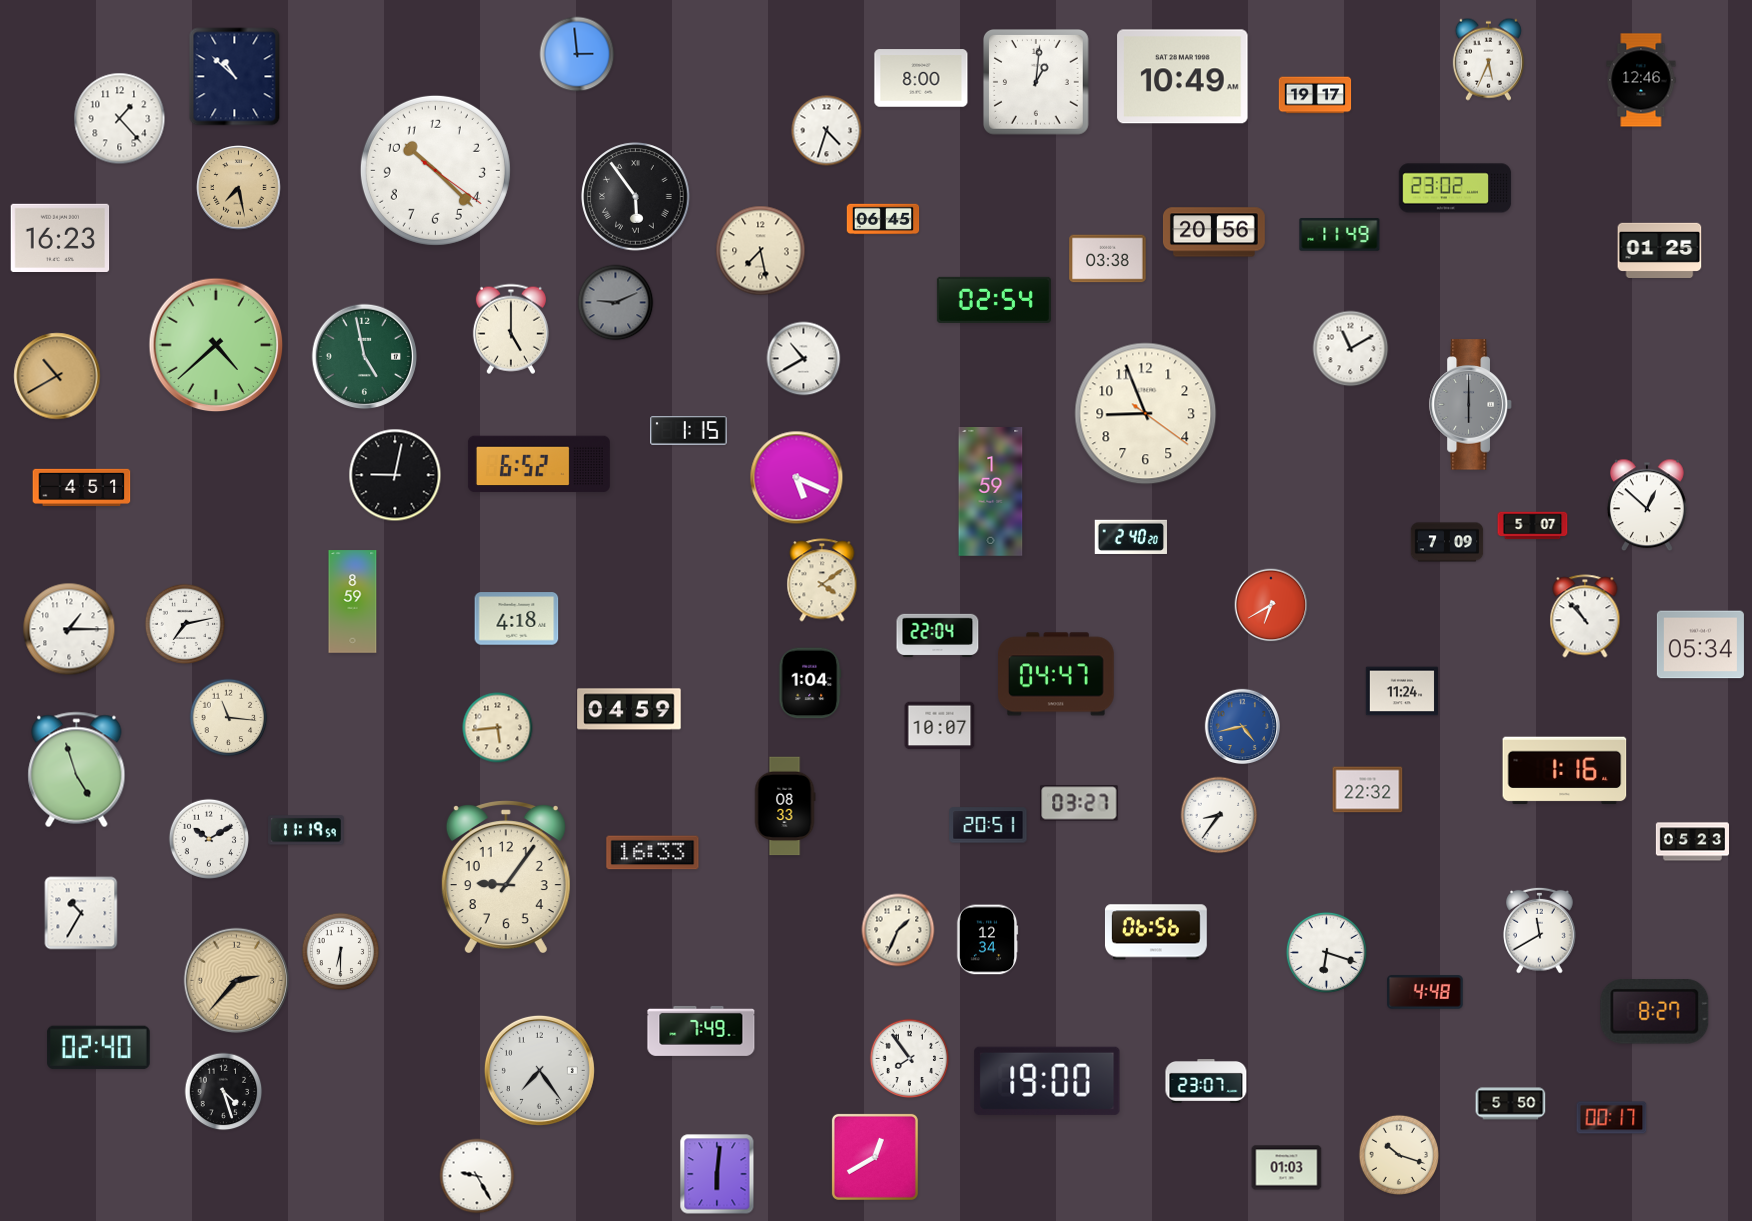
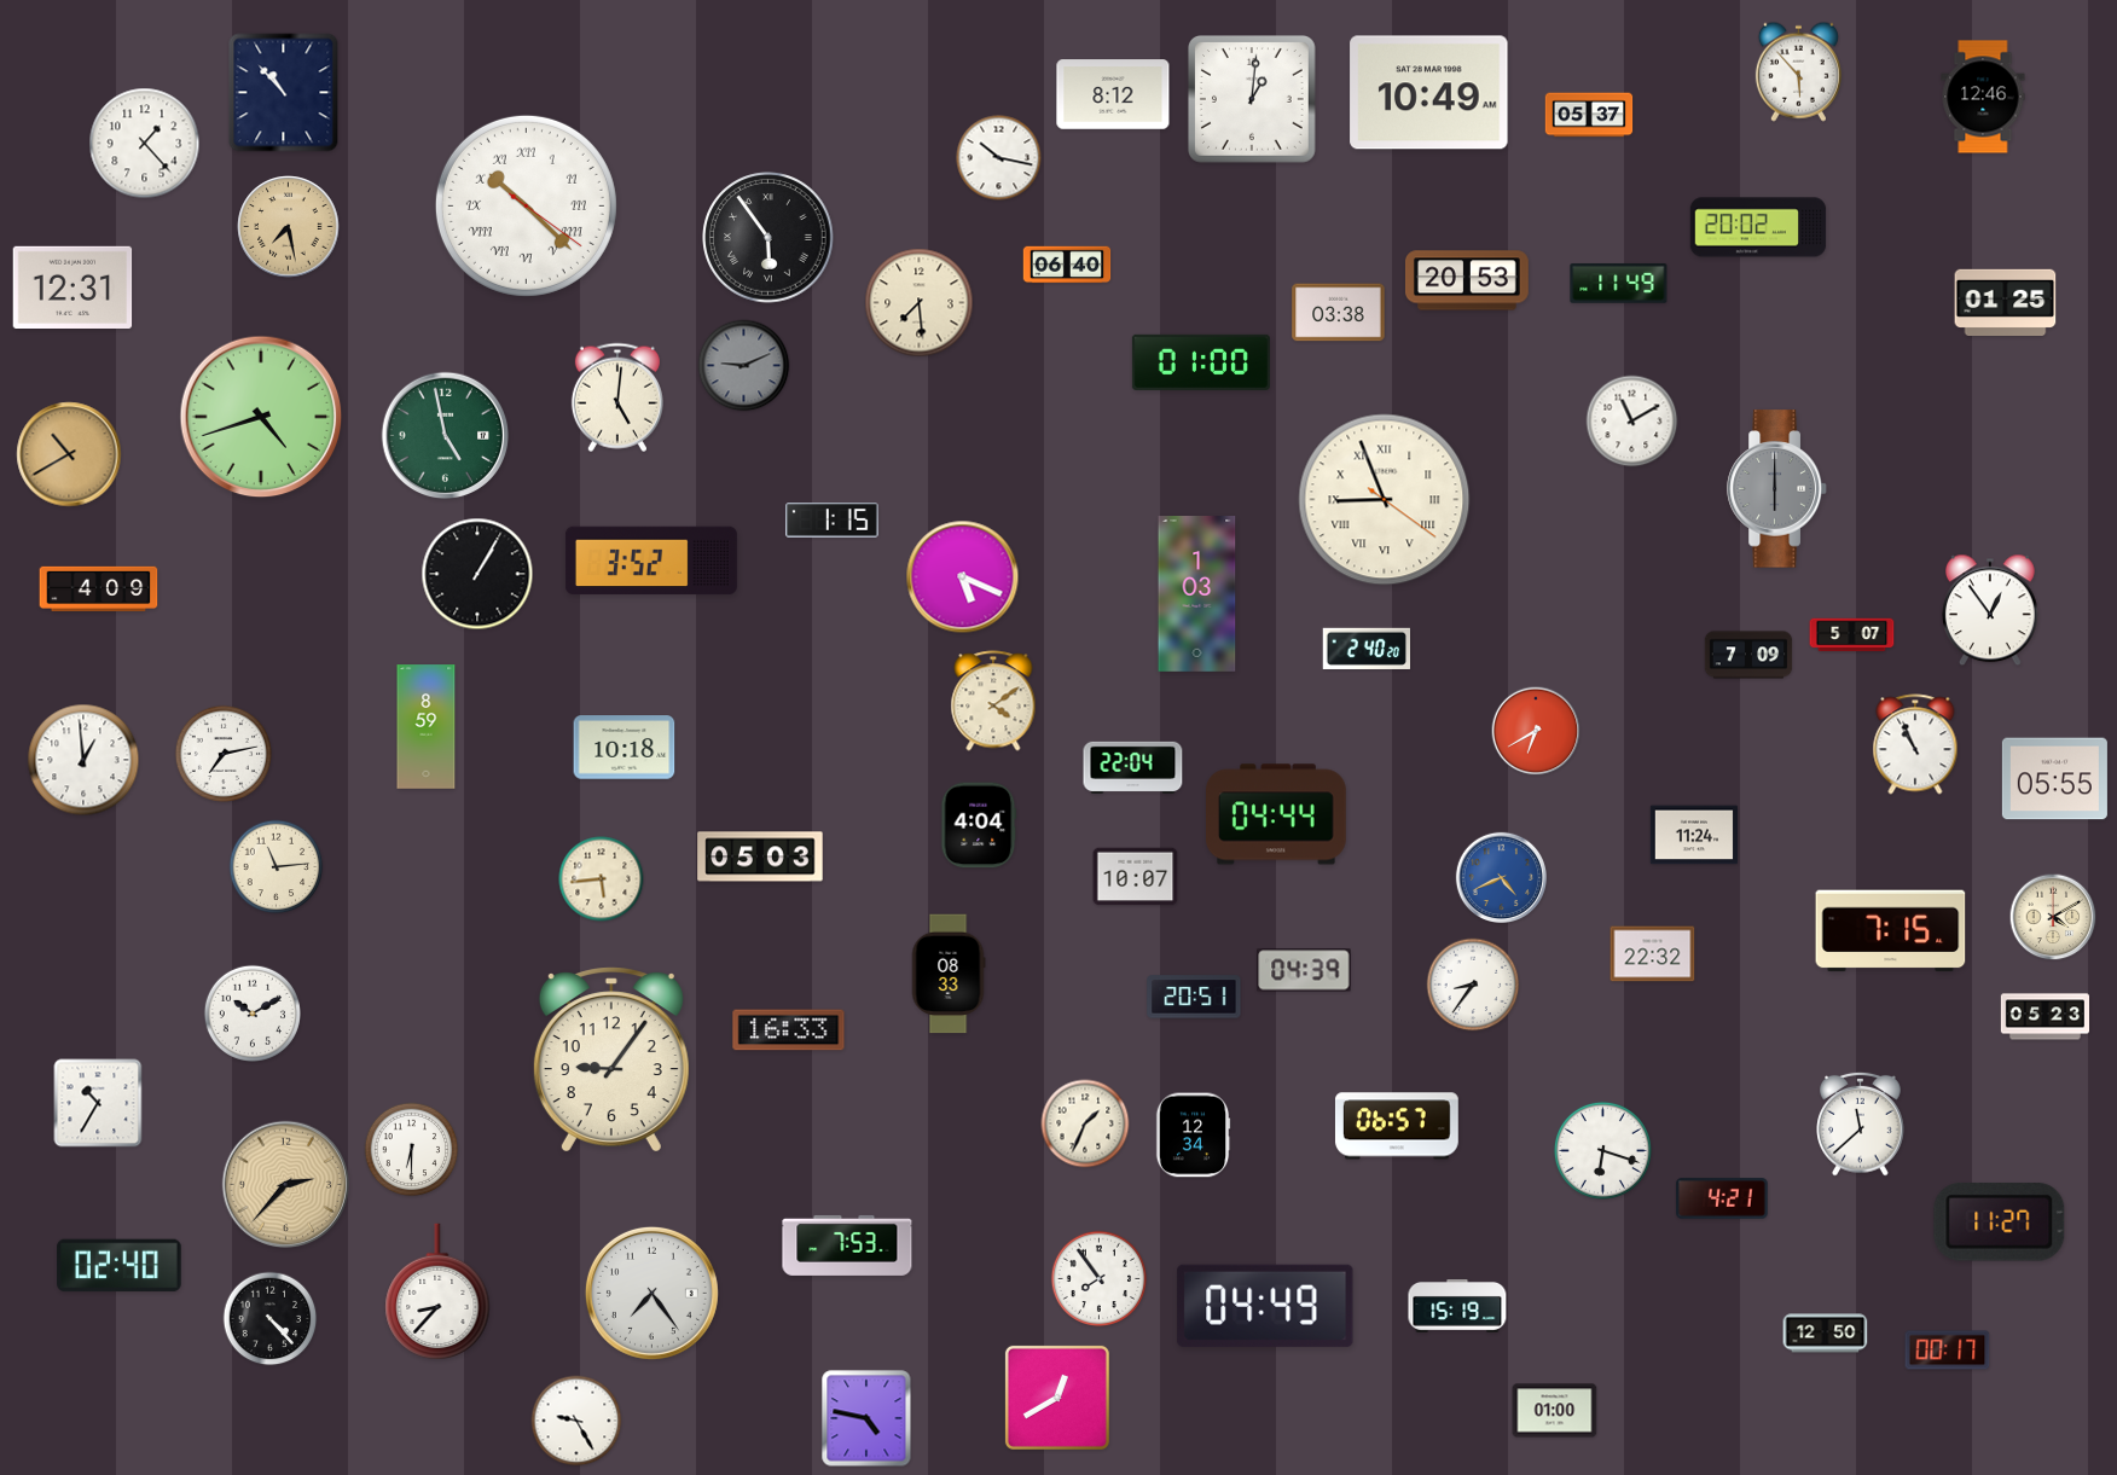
clock at (577, 54): 2:59 -> none
clock at (1488, 59): 5:34 -> 5:53
clock at (235, 77): 10:52 -> 10:53
clock at (921, 78): 8:00 -> 8:12
clock at (1315, 95): 19:17 -> 05:37
clock at (827, 131): 4:33 -> 10:17
clock at (435, 170) numerals: Arabic -> Roman
clock at (1455, 188): 23:02 -> 20:02
clock at (883, 219): 06:45 -> 06:40
clock at (1214, 232): 20:56 -> 20:53
clock at (60, 237): 16:23 -> 12:31
clock at (761, 251): 7:28 -> 7:29
clock at (994, 300): 02:54 -> 01:00
clock at (511, 329): 5:00 -> 5:01
clock at (216, 345): 4:38 -> 4:42
clock at (365, 357) position: (365, 357) -> (446, 436)
clock at (804, 359): 10:40 -> none
clock at (1146, 414) numerals: Arabic -> Roman
clock at (539, 464): 6:52 -> 3:52
clock at (395, 475): 9:02 -> 1:05
clock at (82, 487): 4:51 -> 4:09
clock at (991, 492): 1:59 -> 1:03
clock at (1648, 505): 12:52 -> 12:54
clock at (1585, 616): 10:53 -> 10:56
clock at (517, 619): 4:18 -> 10:18
clock at (69, 629): 1:15 -> 12:59
clock at (1700, 645): 05:34 -> 05:55
clock at (1057, 674): 04:47 -> 04:44
clock at (810, 683): 1:04 -> 4:04
clock at (629, 709): 04:59 -> 05:03
clock at (229, 718): 11:16 -> 11:14
clock at (1242, 726): 4:43 -> 4:41
clock at (2053, 917): none -> 4:10
clock at (77, 770): 4:57 -> none
clock at (1565, 771): 1:16 -> 7:15
clock at (1079, 803): 03:27 -> 04:39
clock at (306, 830): 11:19 -> none
clock at (1540, 930): 11:40 -> 11:38
clock at (1156, 932): 06:56 -> 06:57
clock at (1425, 992): 4:48 -> 4:21
clock at (1655, 1012): 8:27 -> 11:27
clock at (701, 1031): 7:49 -> 7:53
clock at (437, 1291): none -> 8:37
clock at (1047, 1081): 19:00 -> 04:49
clock at (1206, 1082): 23:07 -> 15:19
clock at (224, 1092): 4:27 -> 4:23
clock at (1511, 1104): 5:50 -> 12:50
clock at (1399, 1155): 10:18 -> none
clock at (1287, 1168): 01:03 -> 01:00
clock at (717, 1174): 6:01 -> 4:47
